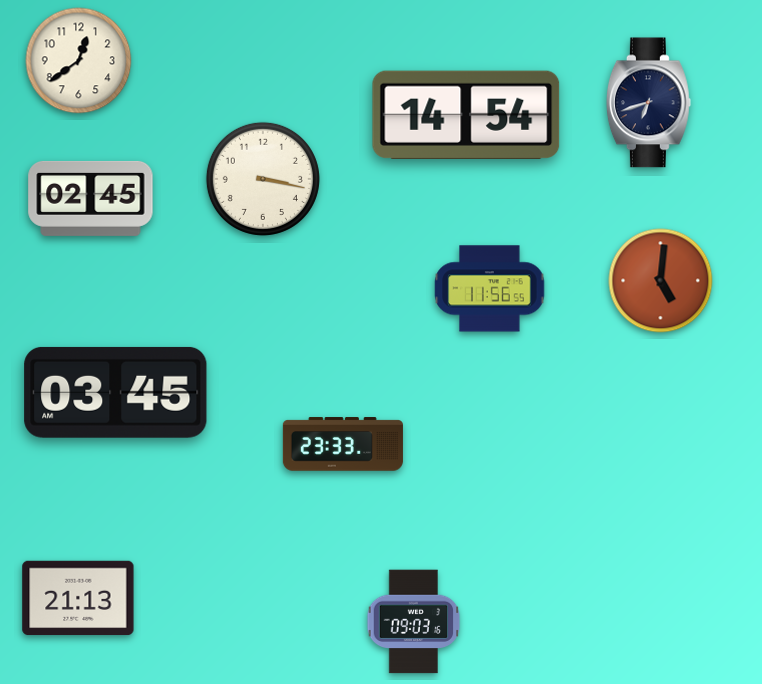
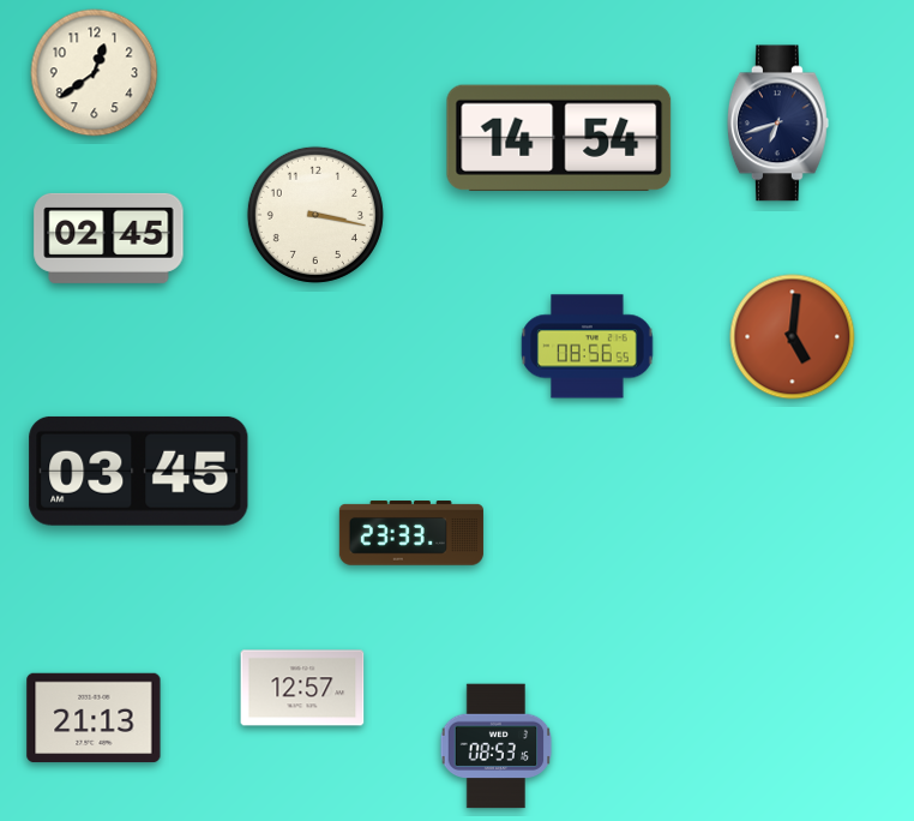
clock at (490, 289): 11:56 -> 08:56
clock at (302, 688): none -> 12:57
clock at (414, 622): 09:03 -> 08:53
